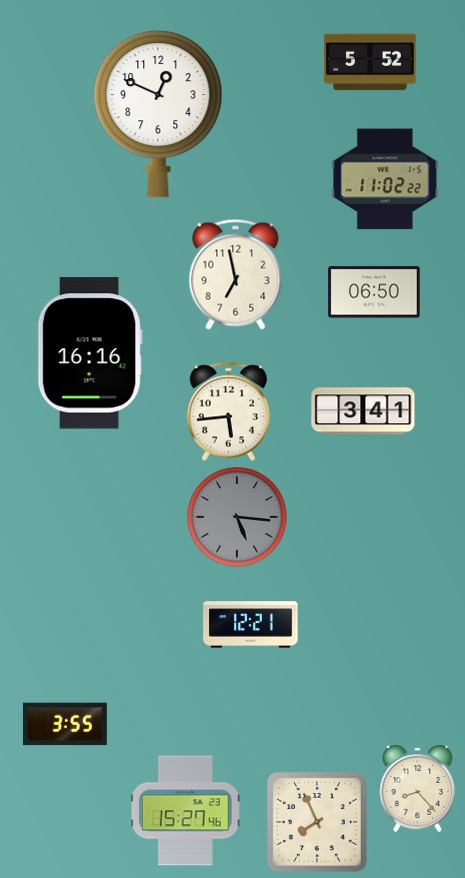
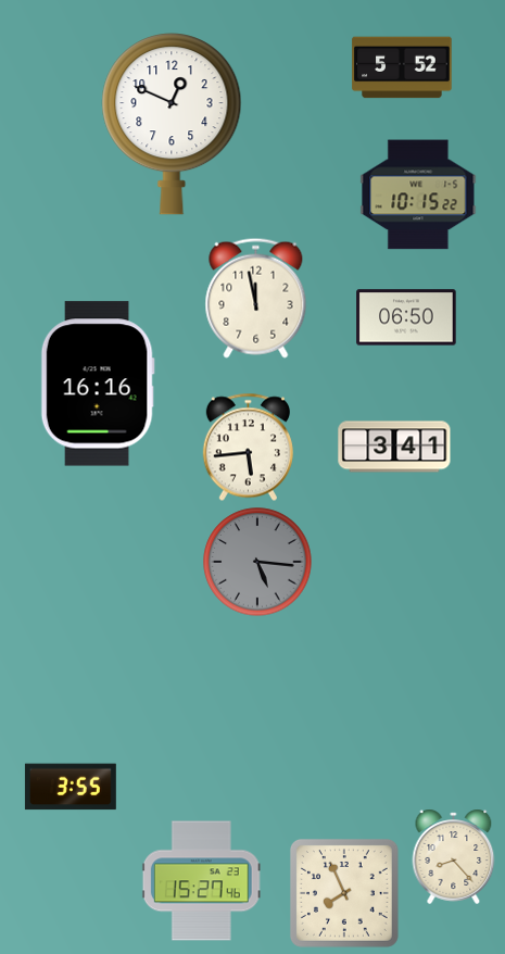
clock at (385, 179): 11:02 -> 10:15
clock at (236, 274): 6:58 -> 11:58
clock at (251, 625): 12:21 -> none
